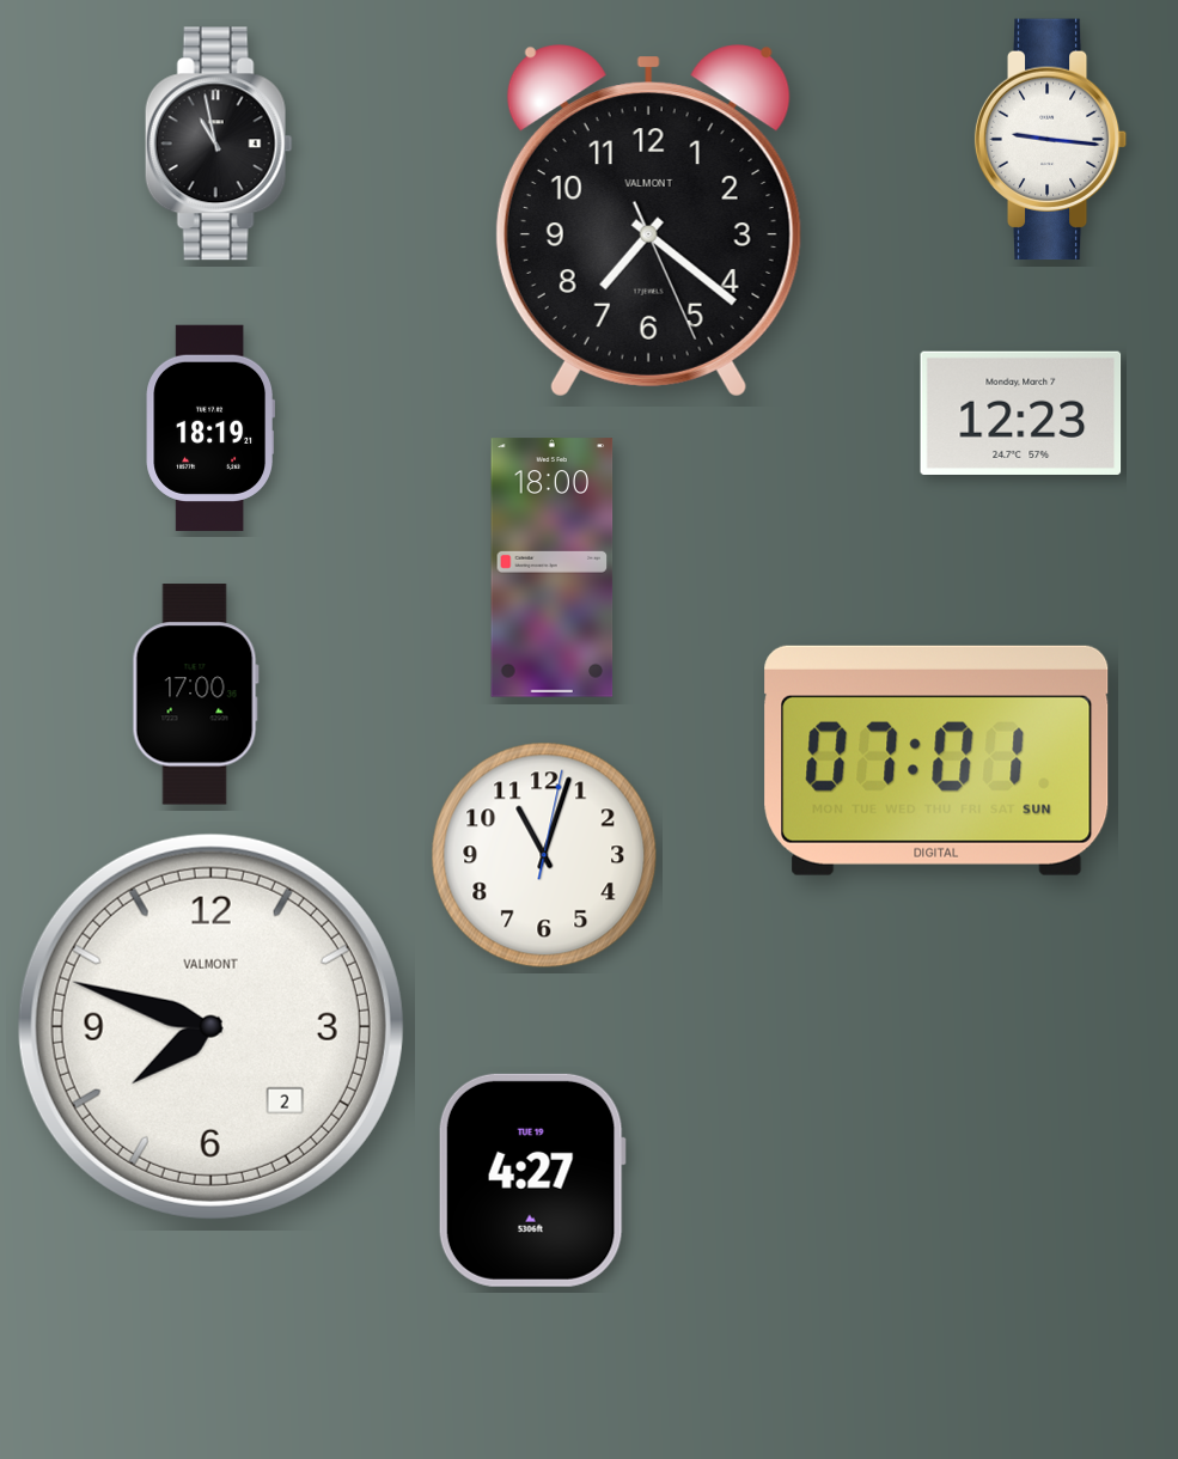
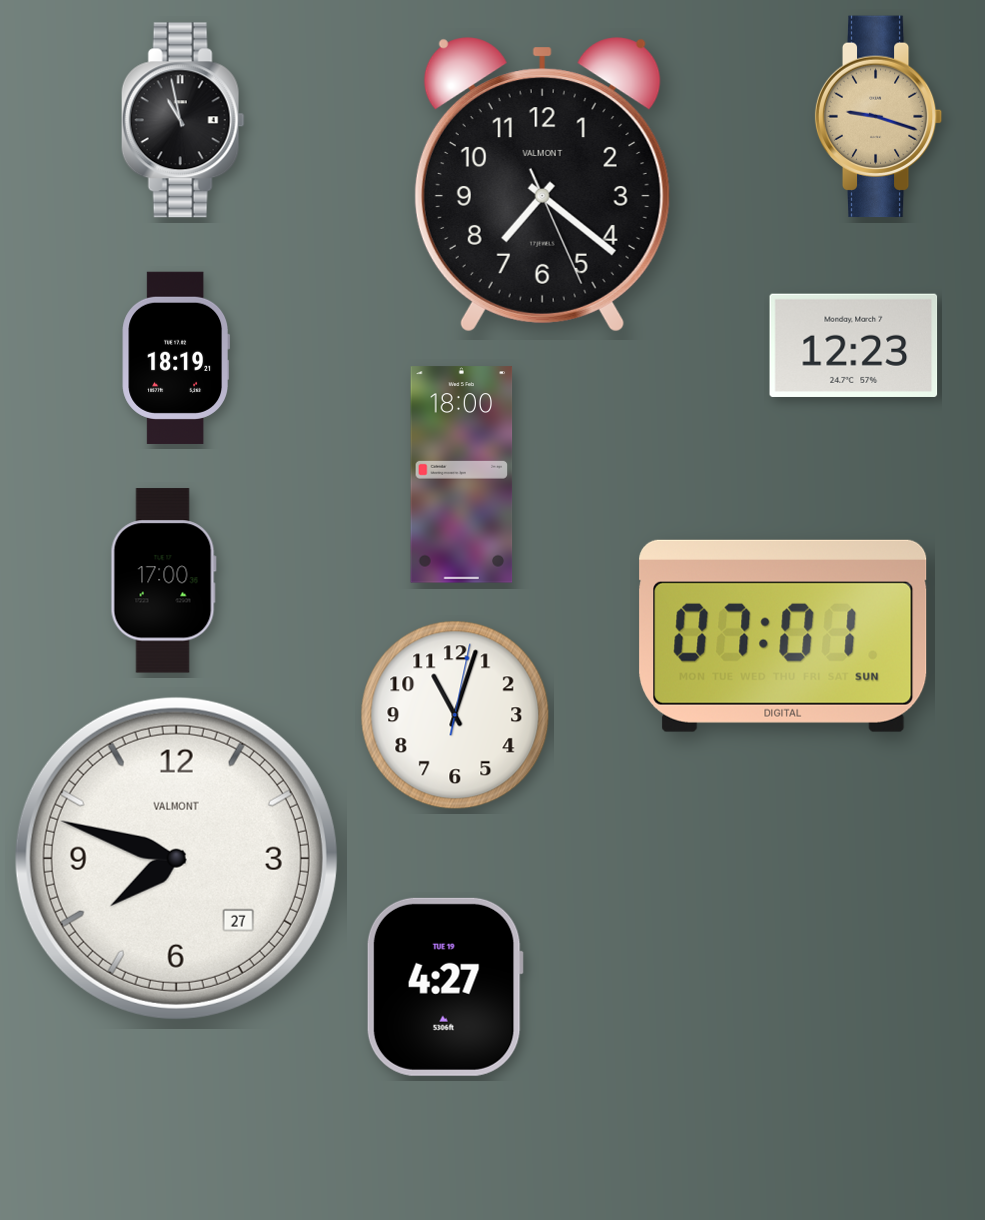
clock at (1051, 140): 9:16 -> 9:18
clock at (1051, 140) dial: white -> champagne
clock at (210, 1026) date: 2 -> 27
